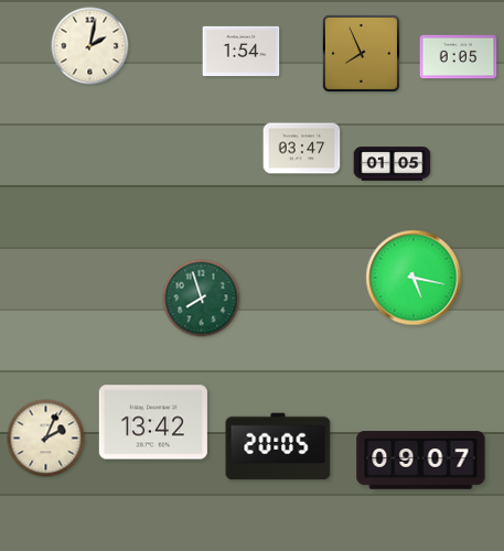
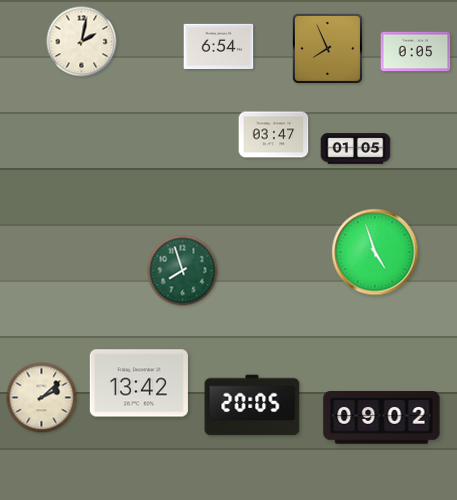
clock at (242, 51): 1:54 -> 6:54
clock at (414, 278): 5:17 -> 4:57
clock at (46, 439): 2:04 -> 2:08
clock at (421, 461): 09:07 -> 09:02
